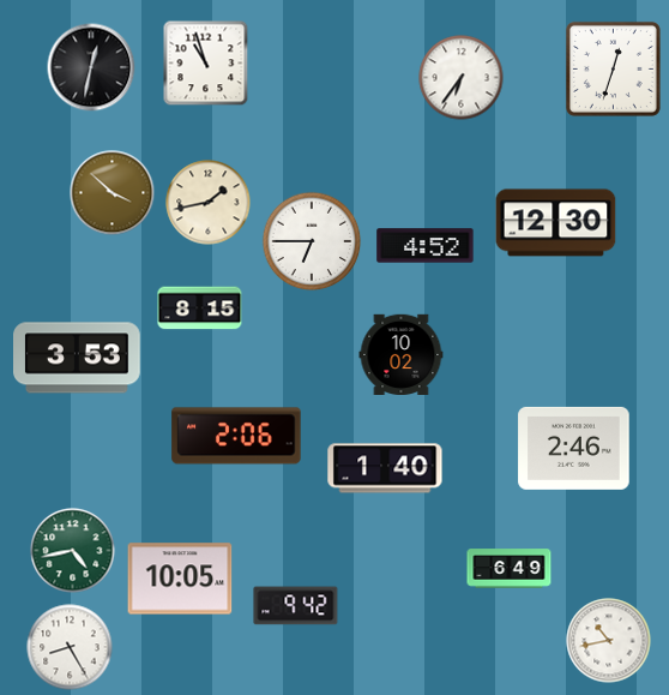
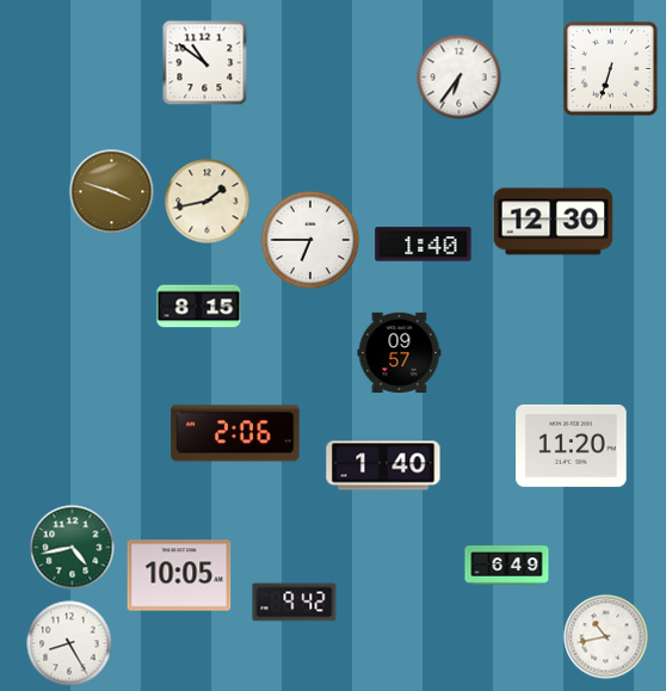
clock at (206, 64): 10:57 -> 10:51
clock at (91, 67): 12:32 -> none
clock at (613, 68): 12:33 -> 6:33
clock at (113, 193): 3:52 -> 3:48
clock at (426, 246): 4:52 -> 1:40
clock at (402, 354): 10:02 -> 09:57
clock at (78, 358): 3:53 -> none
clock at (574, 448): 2:46 -> 11:20
